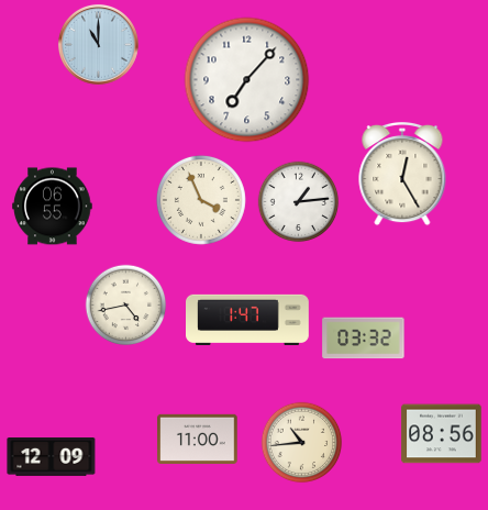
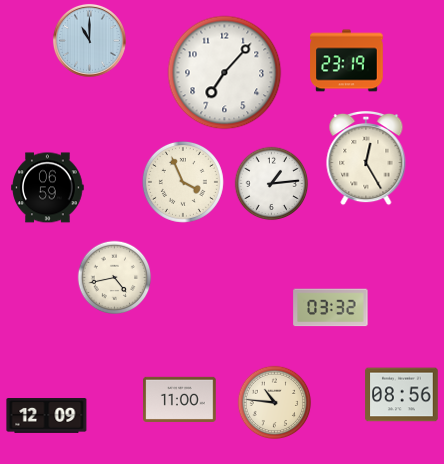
clock at (347, 61): none -> 23:19
clock at (53, 207): 06:55 -> 06:59
clock at (248, 319): 1:47 -> none
clock at (302, 443): 10:44 -> 10:46
